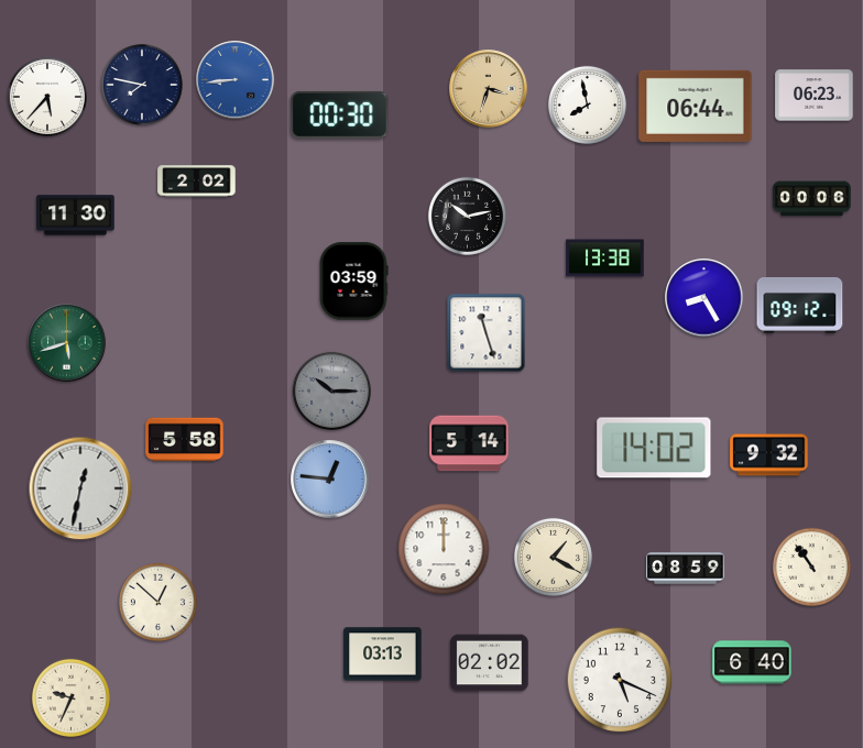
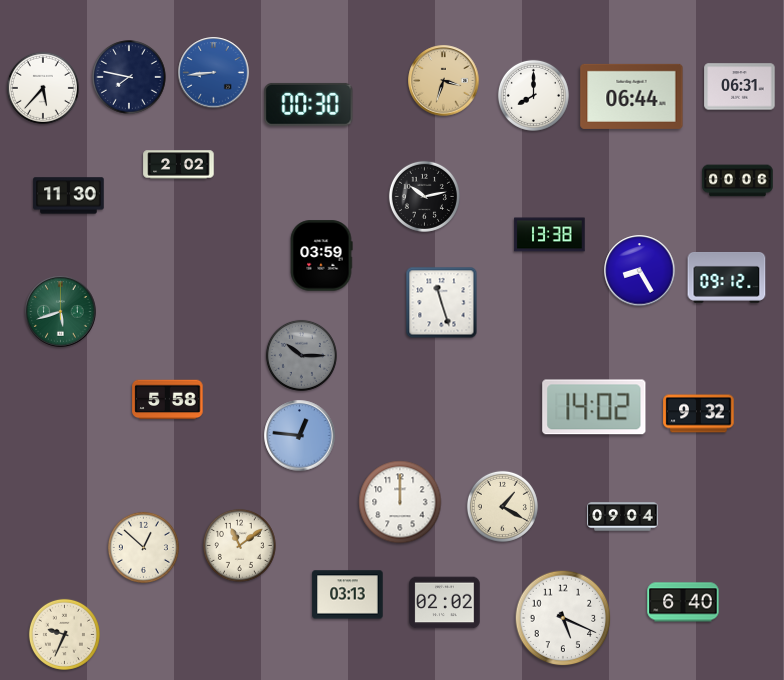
clock at (815, 96): 06:23 -> 06:31
clock at (587, 105): 7:58 -> 8:00
clock at (469, 443): 5:14 -> none
clock at (80, 488): 12:32 -> none
clock at (444, 549) position: (444, 549) -> (400, 502)
clock at (811, 566): 10:54 -> none
clock at (686, 569): 08:59 -> 09:04
clock at (239, 545): none -> 11:09
